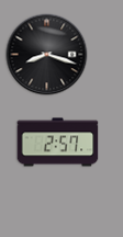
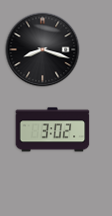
clock at (58, 143): 2:57 -> 3:02
